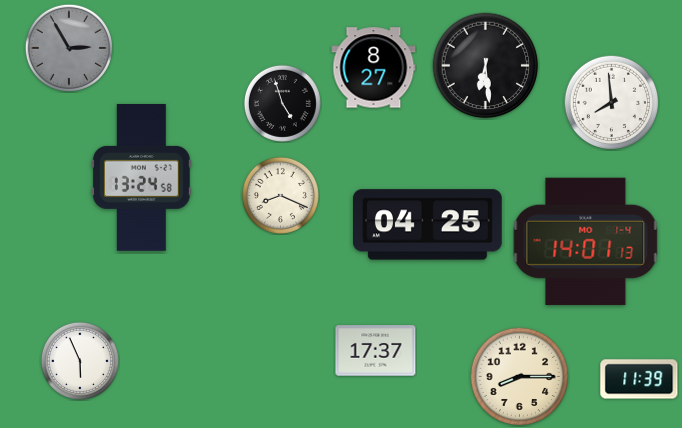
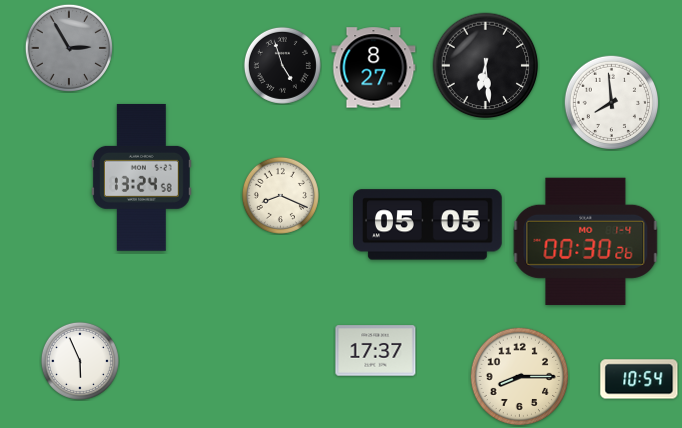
clock at (282, 103) position: (282, 103) -> (282, 65)
clock at (428, 225): 04:25 -> 05:05
clock at (586, 241): 14:01 -> 00:30
clock at (639, 379): 11:39 -> 10:54
